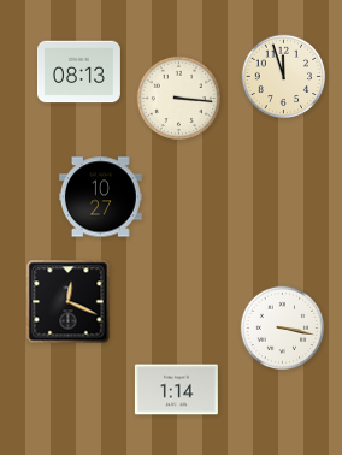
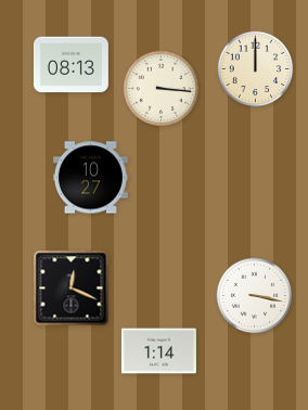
clock at (284, 77): 11:57 -> 12:00
clock at (69, 302) position: (69, 302) -> (72, 289)
